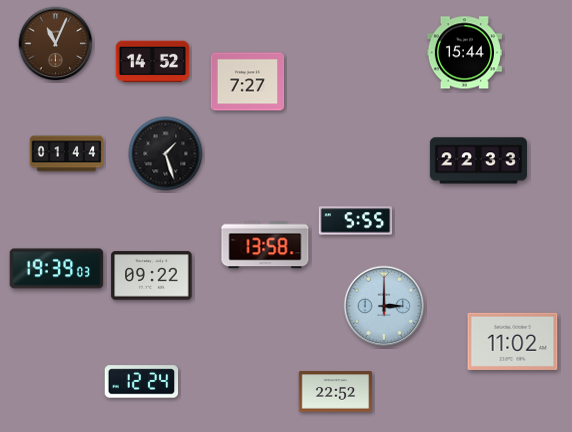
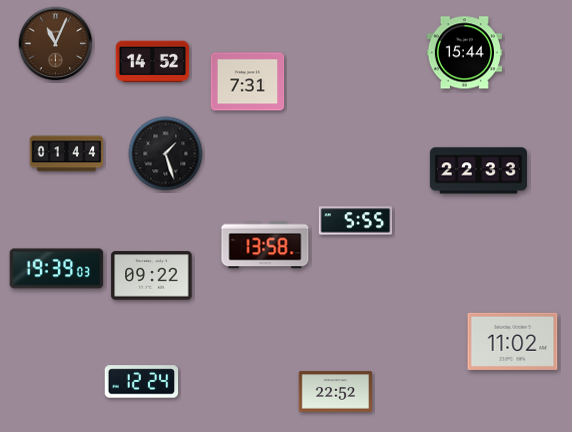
clock at (248, 82): 7:27 -> 7:31
clock at (478, 161) position: (478, 161) -> (478, 171)
clock at (384, 306): 3:00 -> none
